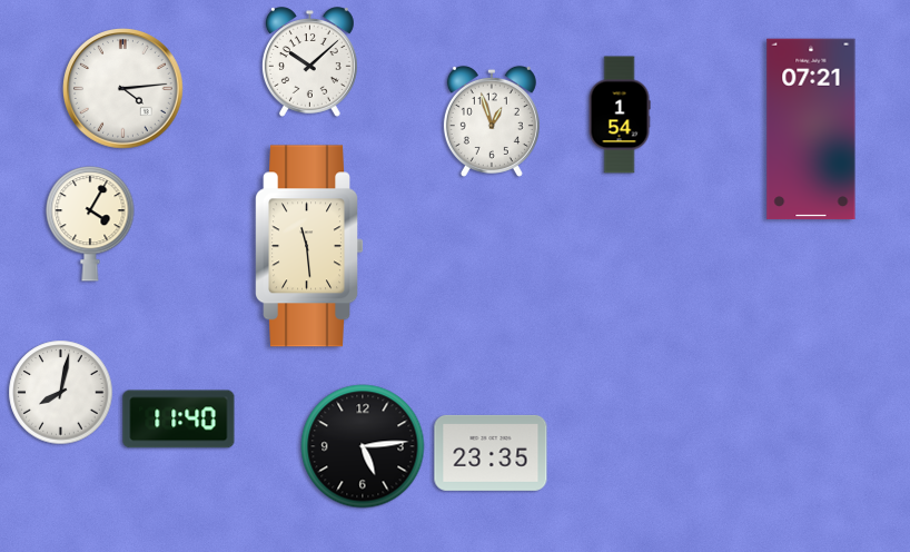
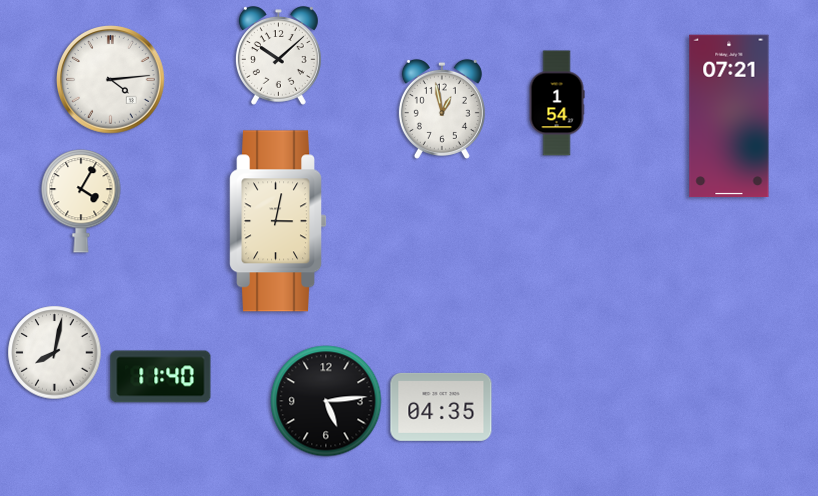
clock at (492, 121): 12:57 -> 12:58
clock at (309, 246): 11:29 -> 3:02
clock at (491, 453): 23:35 -> 04:35
